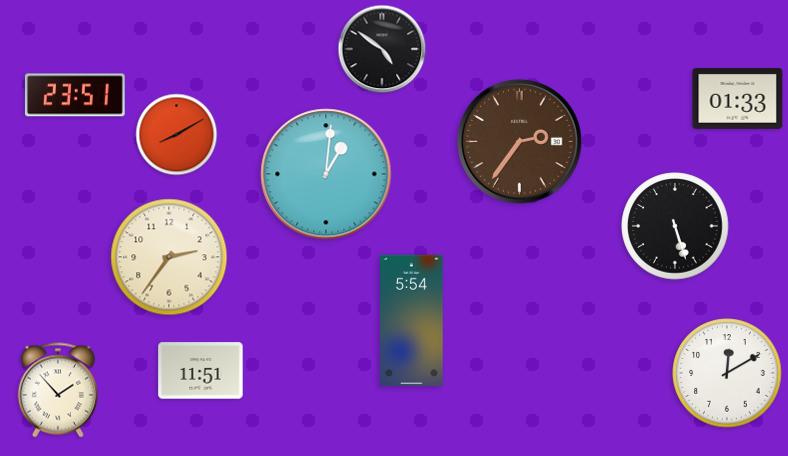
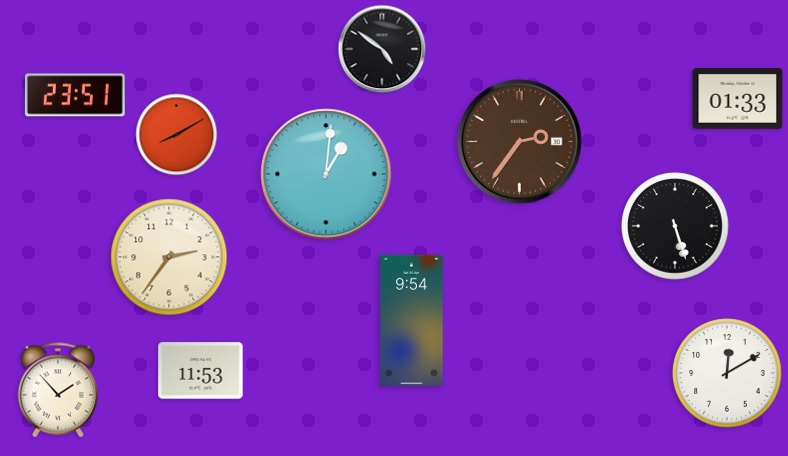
clock at (412, 321): 5:54 -> 9:54
clock at (201, 371): 11:51 -> 11:53
